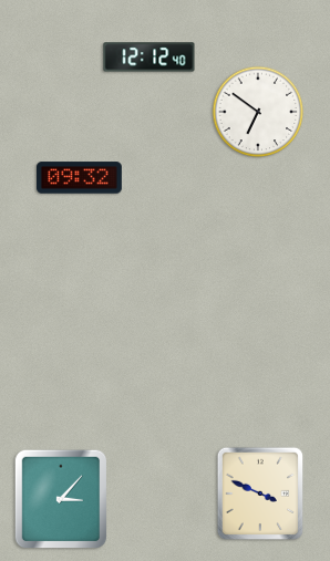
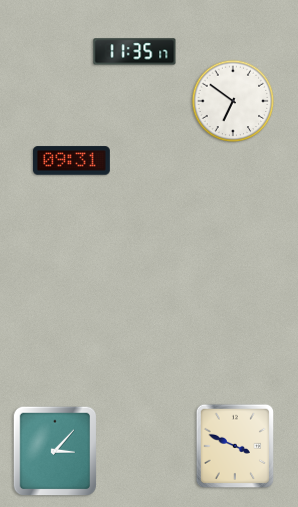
clock at (149, 58): 12:12 -> 11:35
clock at (80, 178): 09:32 -> 09:31
